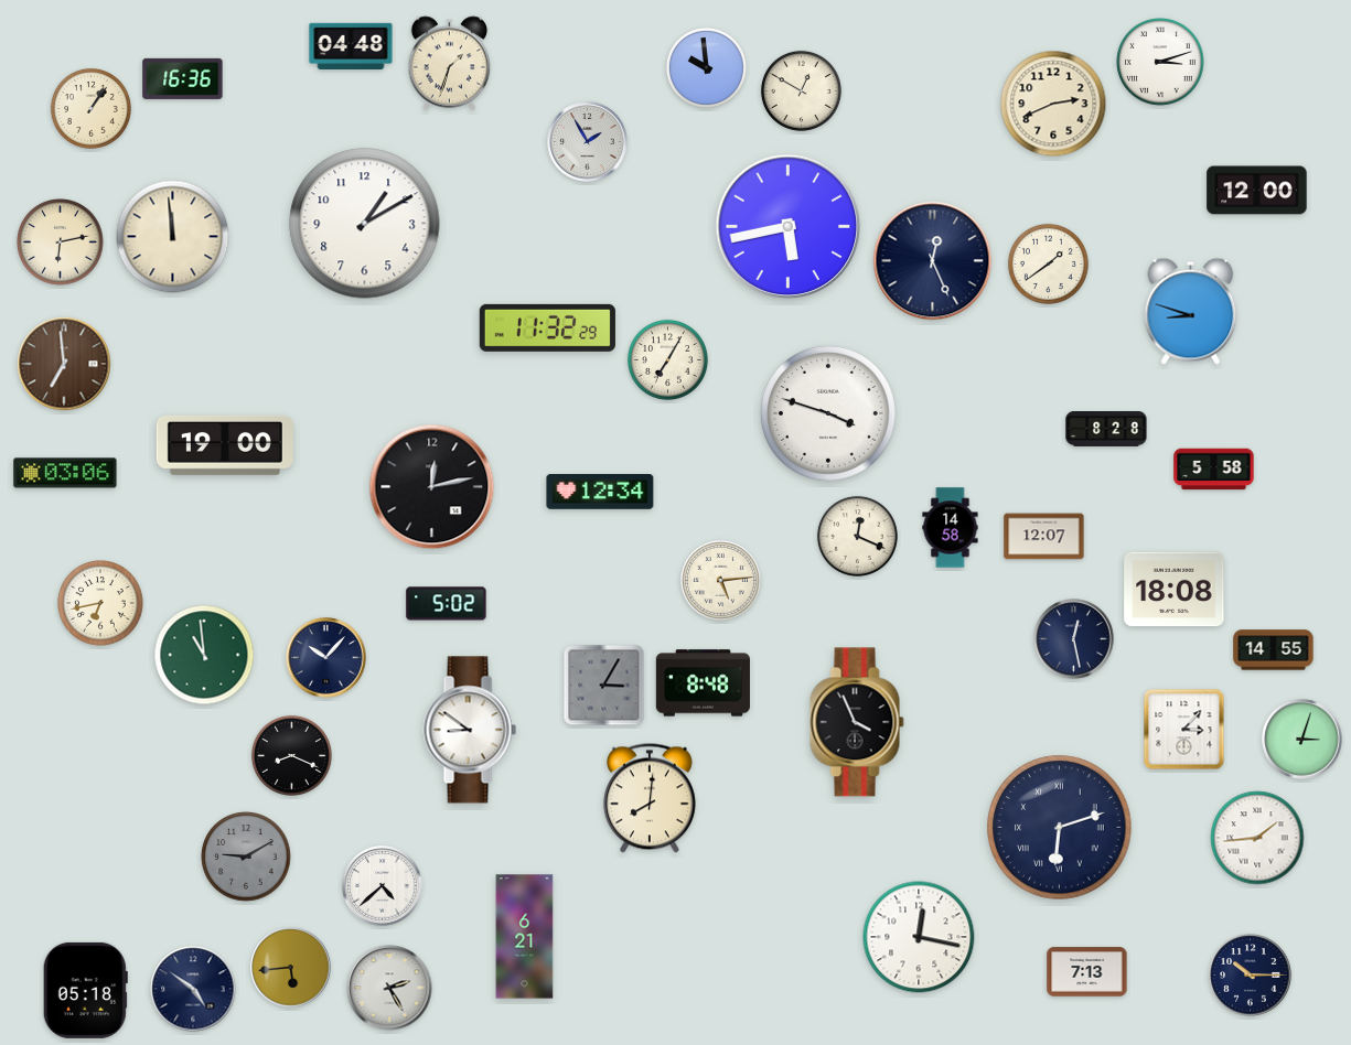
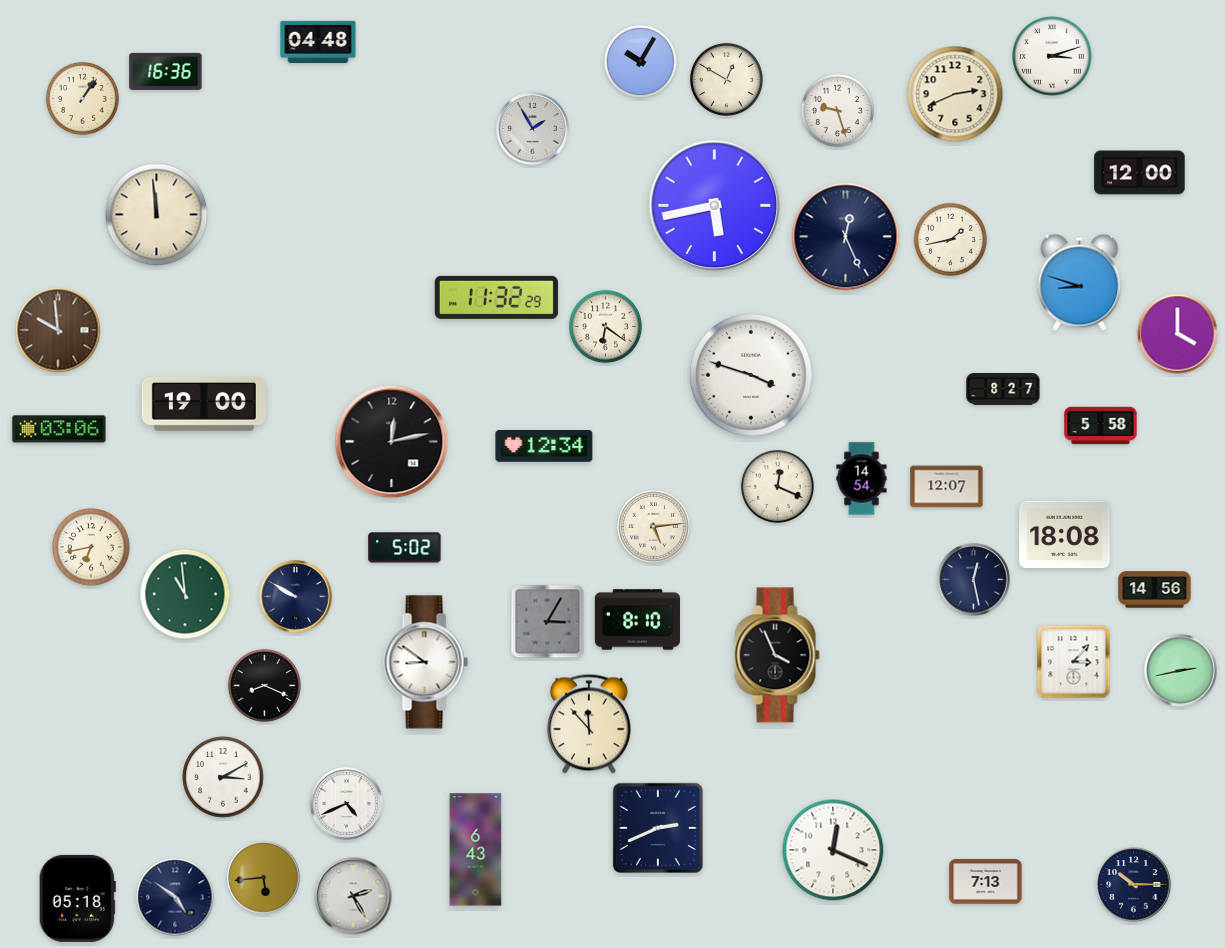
clock at (450, 64): 1:33 -> none
clock at (706, 67): 9:59 -> 10:05
clock at (801, 90) position: (801, 90) -> (726, 79)
clock at (837, 110): none -> 9:27
clock at (365, 224): 1:10 -> none
clock at (61, 243): 6:13 -> none
clock at (1048, 263): 1:39 -> 1:43
clock at (667, 359): 7:05 -> 6:21
clock at (64, 364): 6:59 -> 9:59
clock at (1178, 334): none -> 4:00
clock at (1106, 430): 8:28 -> 8:27
clock at (951, 528): 14:58 -> 14:54
clock at (1274, 650): 14:55 -> 14:56
clock at (326, 658): 10:07 -> 9:50
clock at (703, 683): 8:48 -> 8:10
clock at (1302, 740): 3:03 -> 2:43
clock at (650, 798): 8:01 -> 11:53
clock at (1060, 828): 6:12 -> none
clock at (1257, 838): 1:44 -> none
clock at (246, 857): 9:10 -> 3:10
clock at (246, 857) dial: grey -> white
clock at (383, 886): 4:38 -> 4:41
clock at (658, 828): none -> 2:41
clock at (525, 937): 6:21 -> 6:43
clock at (919, 937): 12:17 -> 12:19
